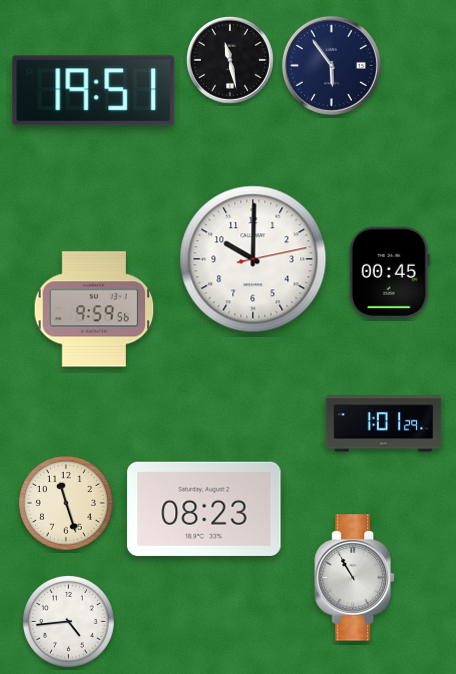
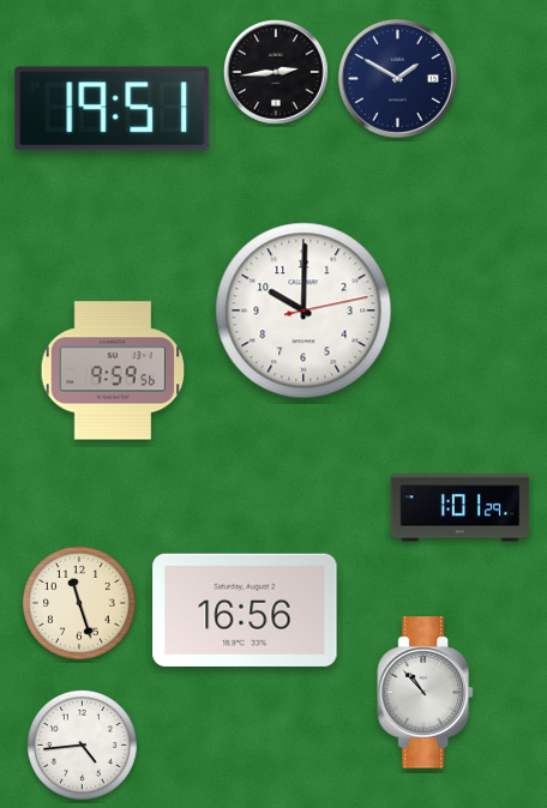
clock at (230, 60): 11:28 -> 2:44
clock at (331, 65): 5:54 -> 1:50
clock at (389, 272): 00:45 -> none
clock at (204, 509): 08:23 -> 16:56
clock at (355, 578): 10:55 -> 10:53
